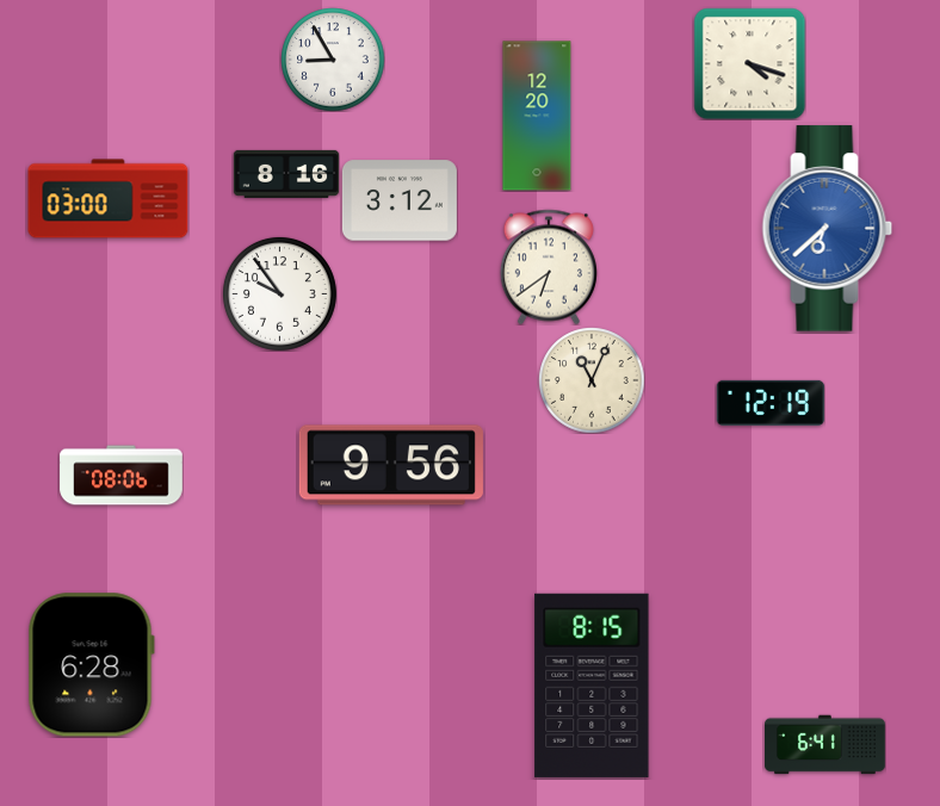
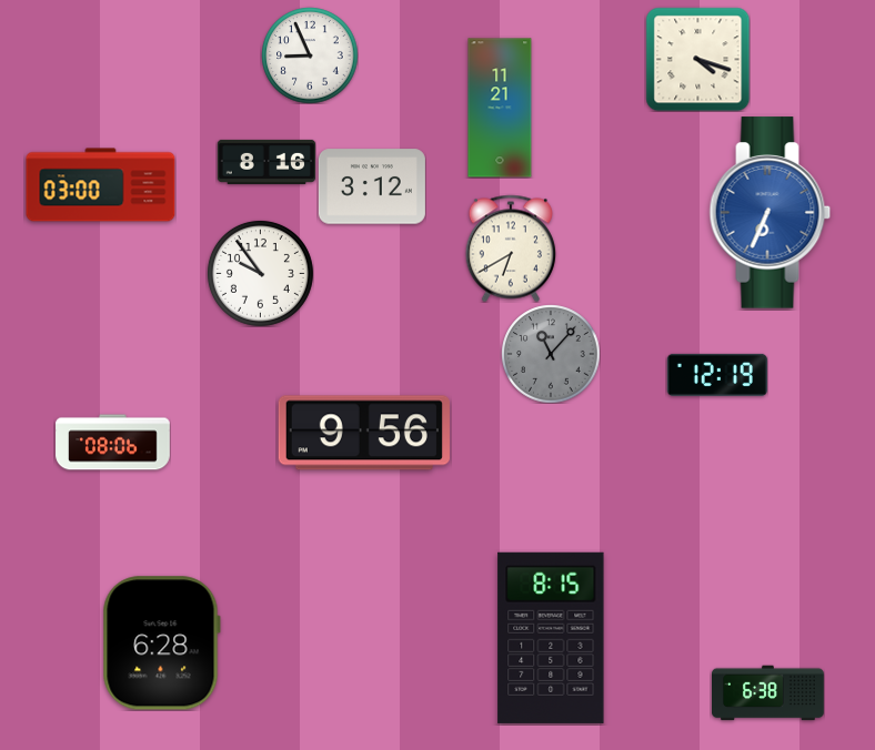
clock at (333, 60): 8:55 -> 8:56
clock at (537, 116): 12:20 -> 11:21
clock at (828, 229): 6:38 -> 6:34
clock at (549, 267): 6:39 -> 6:40
clock at (592, 380): 11:04 -> 11:07
clock at (592, 380) dial: cream -> grey
clock at (91, 665) position: (91, 665) -> (161, 643)
clock at (825, 745): 6:41 -> 6:38
